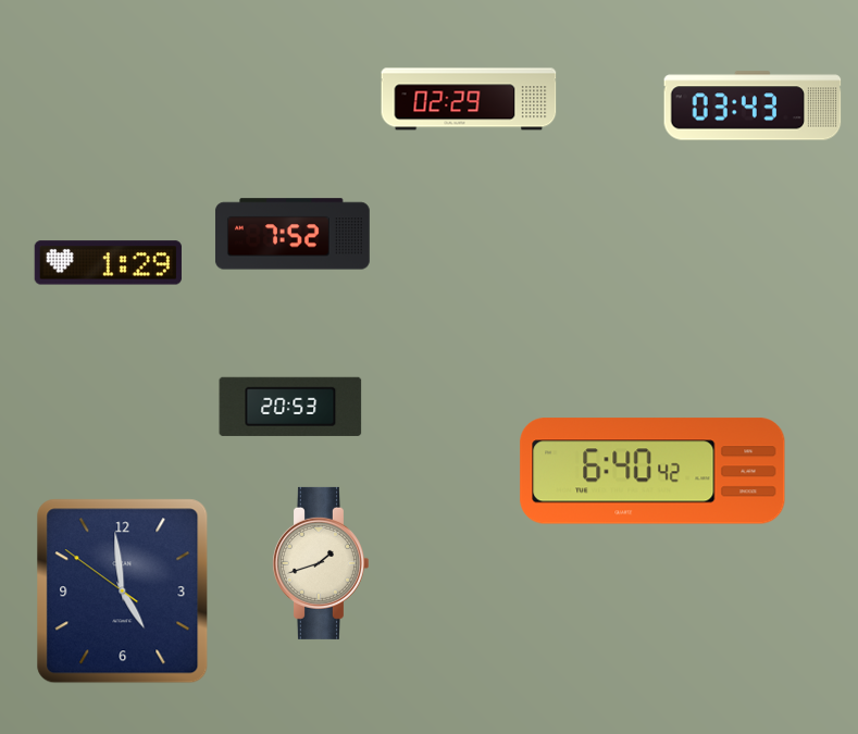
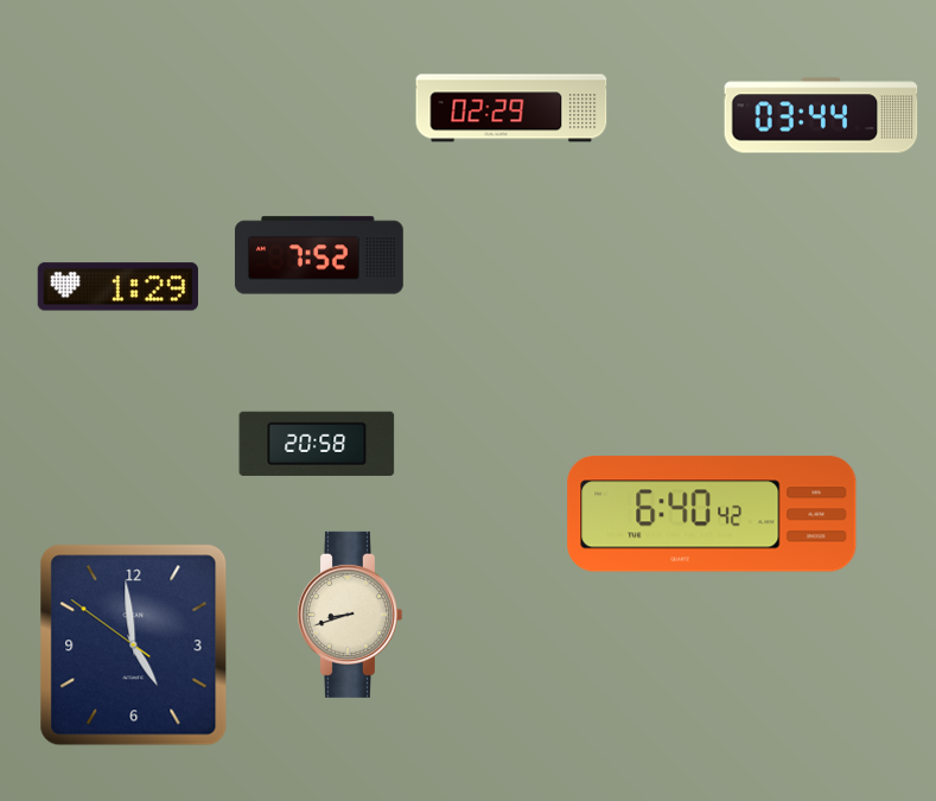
clock at (753, 105): 03:43 -> 03:44
clock at (290, 407): 20:53 -> 20:58
clock at (320, 563): 1:42 -> 8:42
